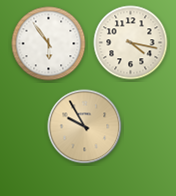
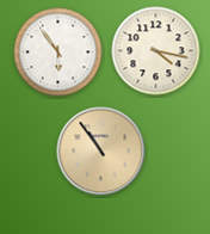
clock at (85, 127): 9:55 -> 10:54
